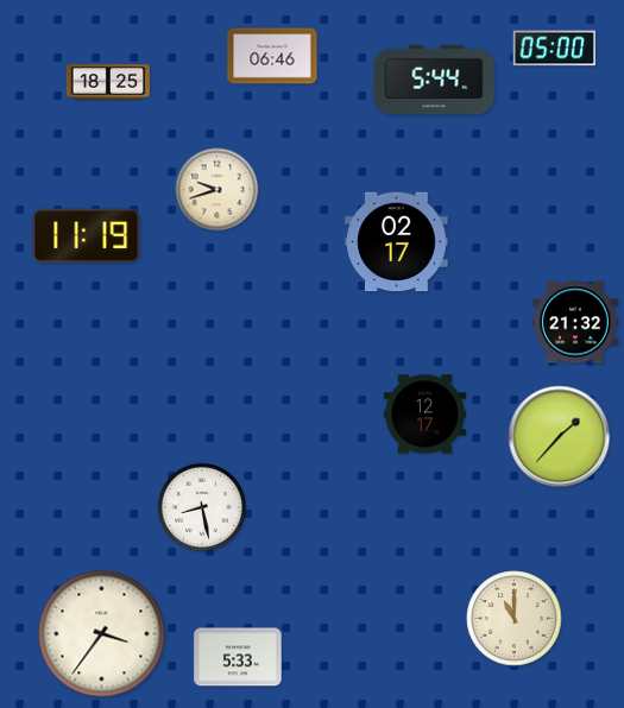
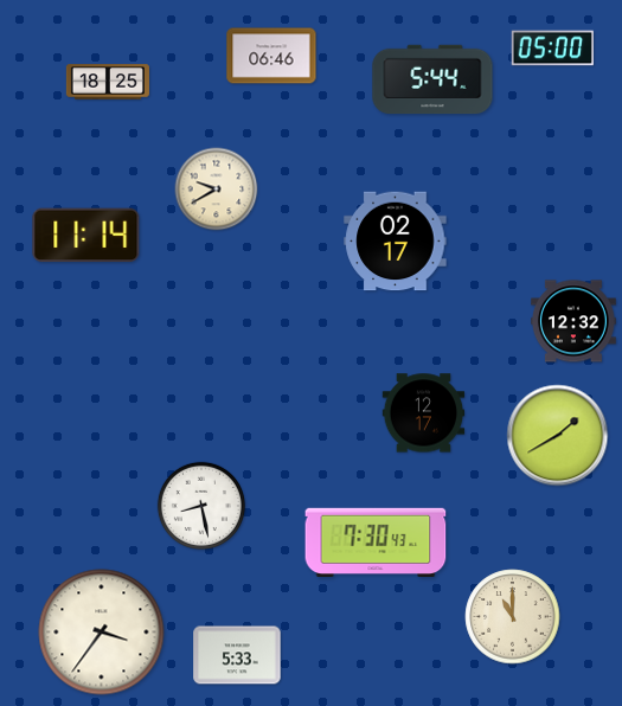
clock at (218, 190): 9:42 -> 9:40
clock at (87, 236): 11:19 -> 11:14
clock at (576, 322): 21:32 -> 12:32
clock at (560, 437): 1:37 -> 1:40
clock at (376, 543): none -> 7:30
